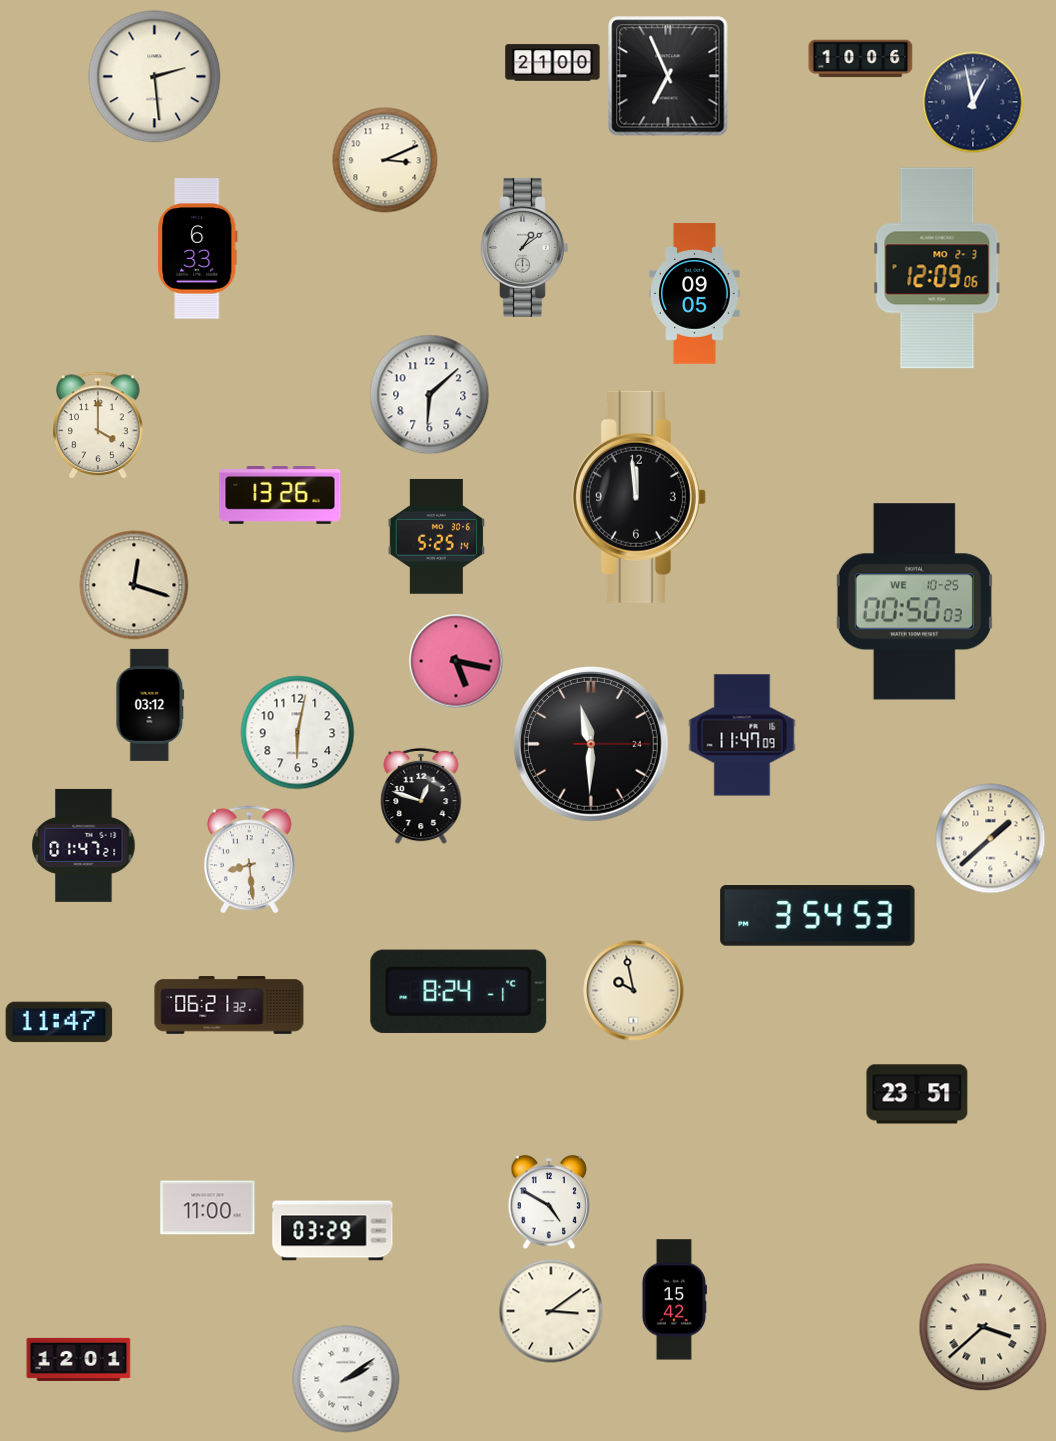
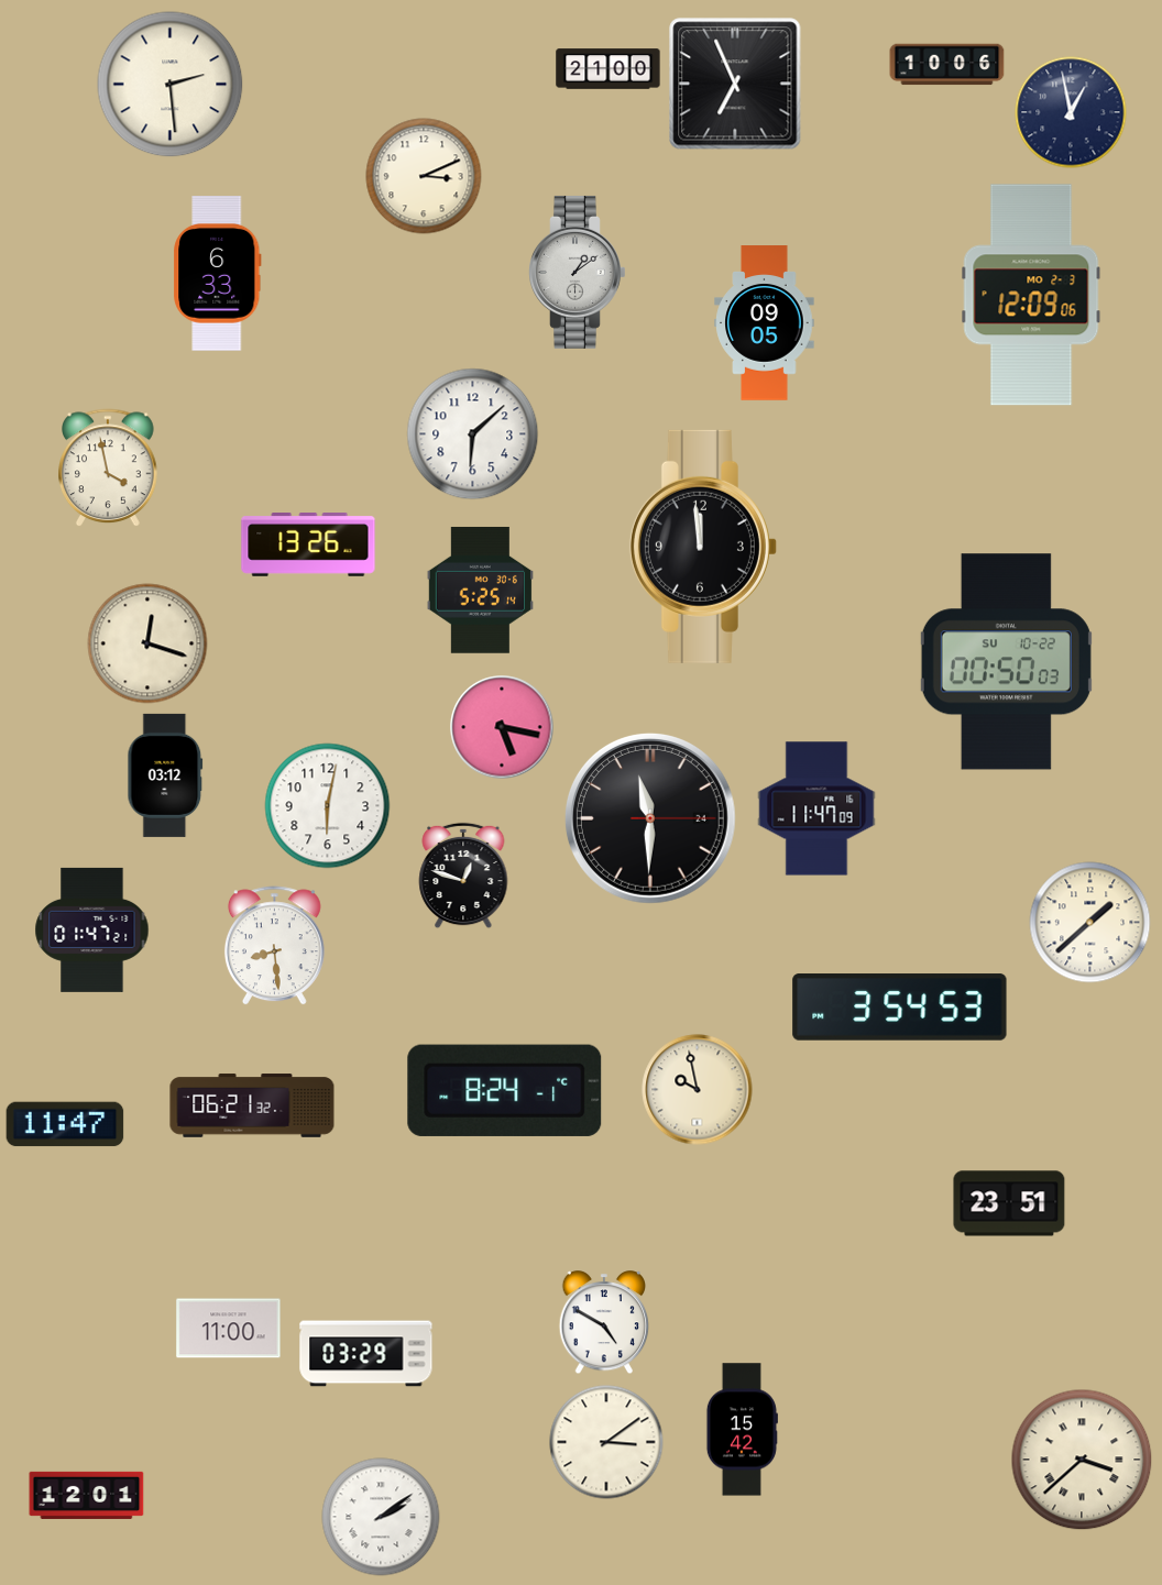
clock at (99, 426): 4:00 -> 3:58
clock at (914, 602) date: WE 10-25 -> SU 10-22
